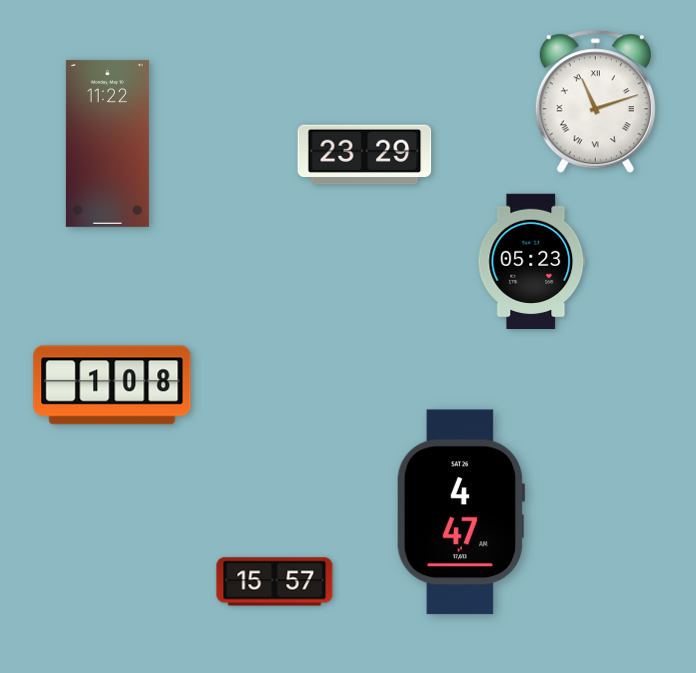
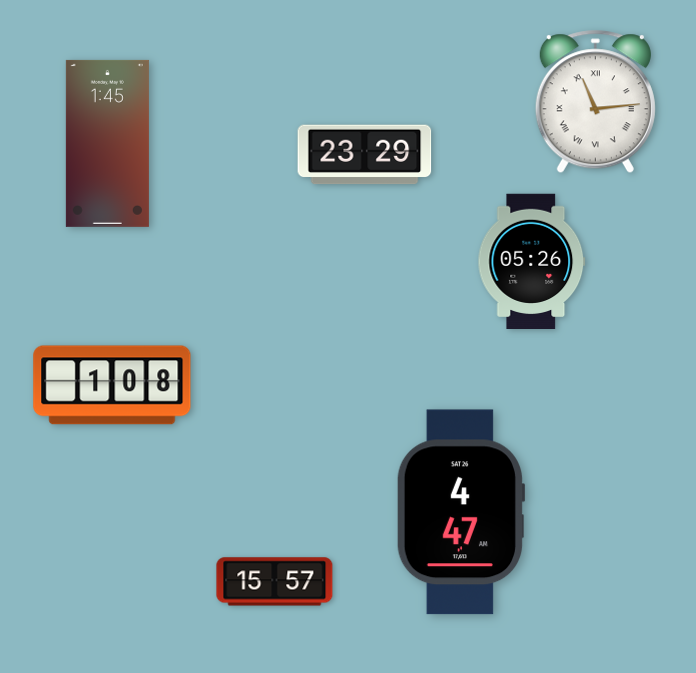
clock at (595, 102): 11:12 -> 11:14
clock at (107, 143): 11:22 -> 1:45
clock at (532, 262): 05:23 -> 05:26
